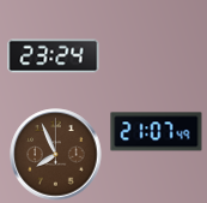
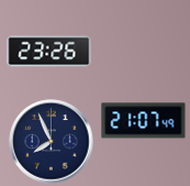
clock at (54, 56): 23:24 -> 23:26
clock at (56, 155) dial: brown -> navy
